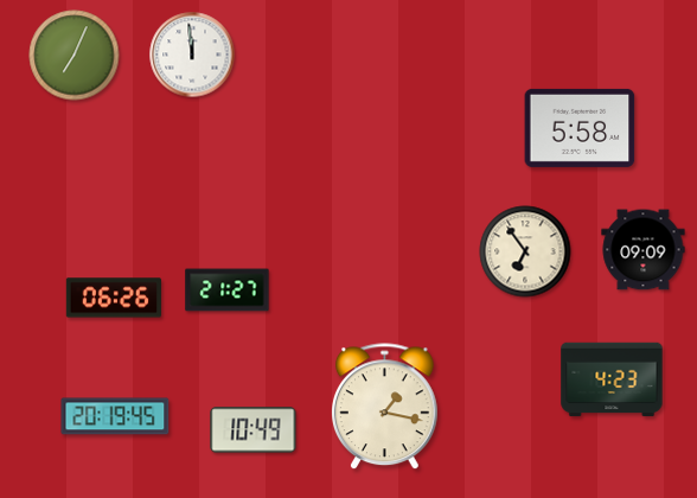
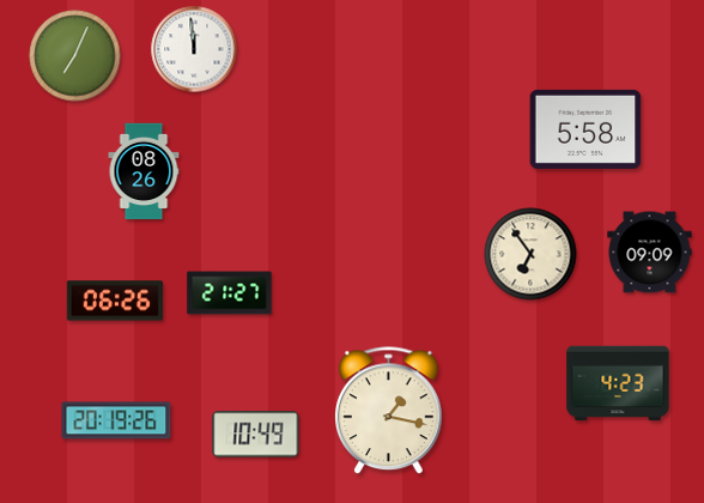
clock at (192, 55) position: (192, 55) -> (194, 49)
clock at (144, 171): none -> 08:26
clock at (115, 416): 20:19:45 -> 20:19:26
